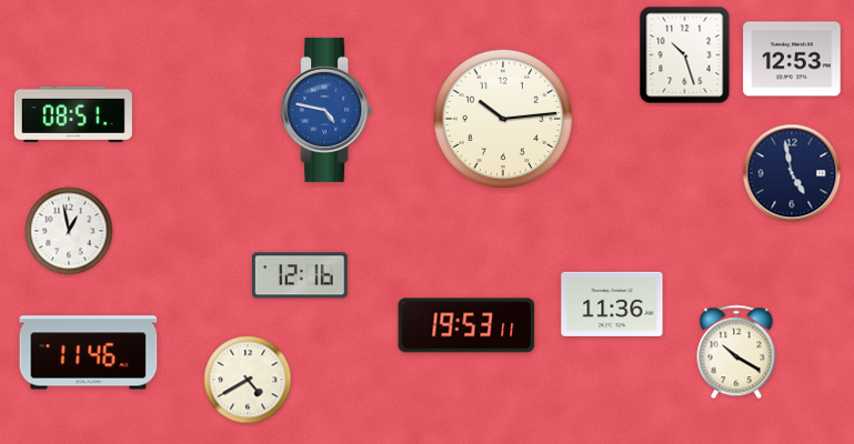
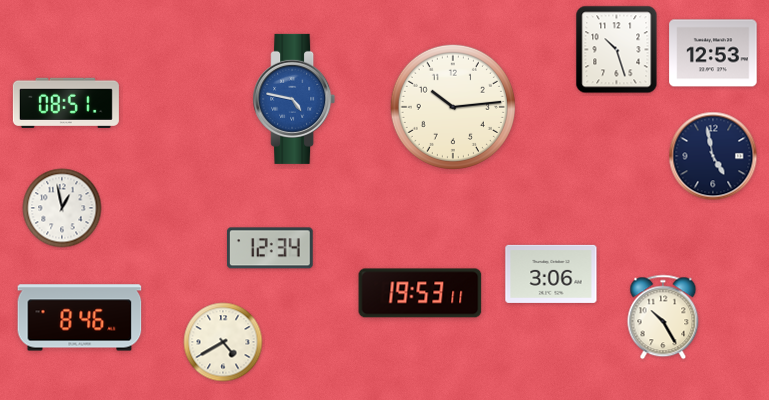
clock at (301, 275): 12:16 -> 12:34
clock at (612, 304): 11:36 -> 3:06
clock at (736, 352): 10:20 -> 10:25
clock at (89, 353): 11:46 -> 8:46
